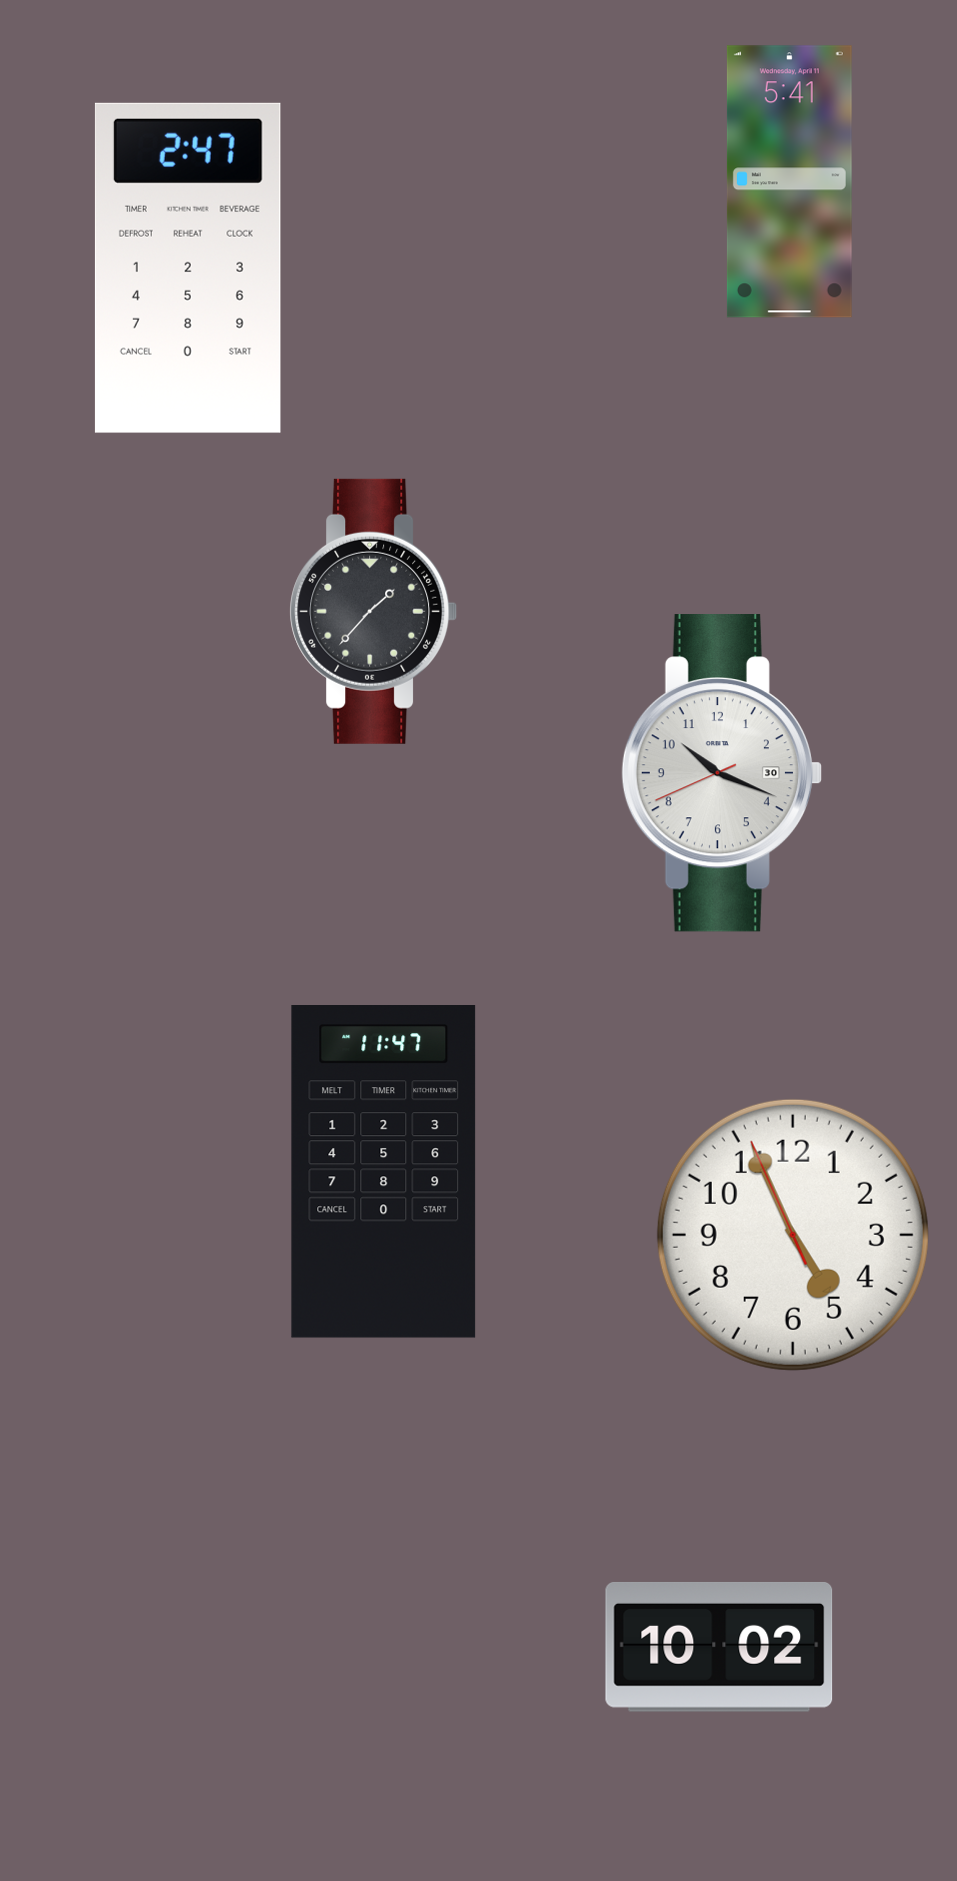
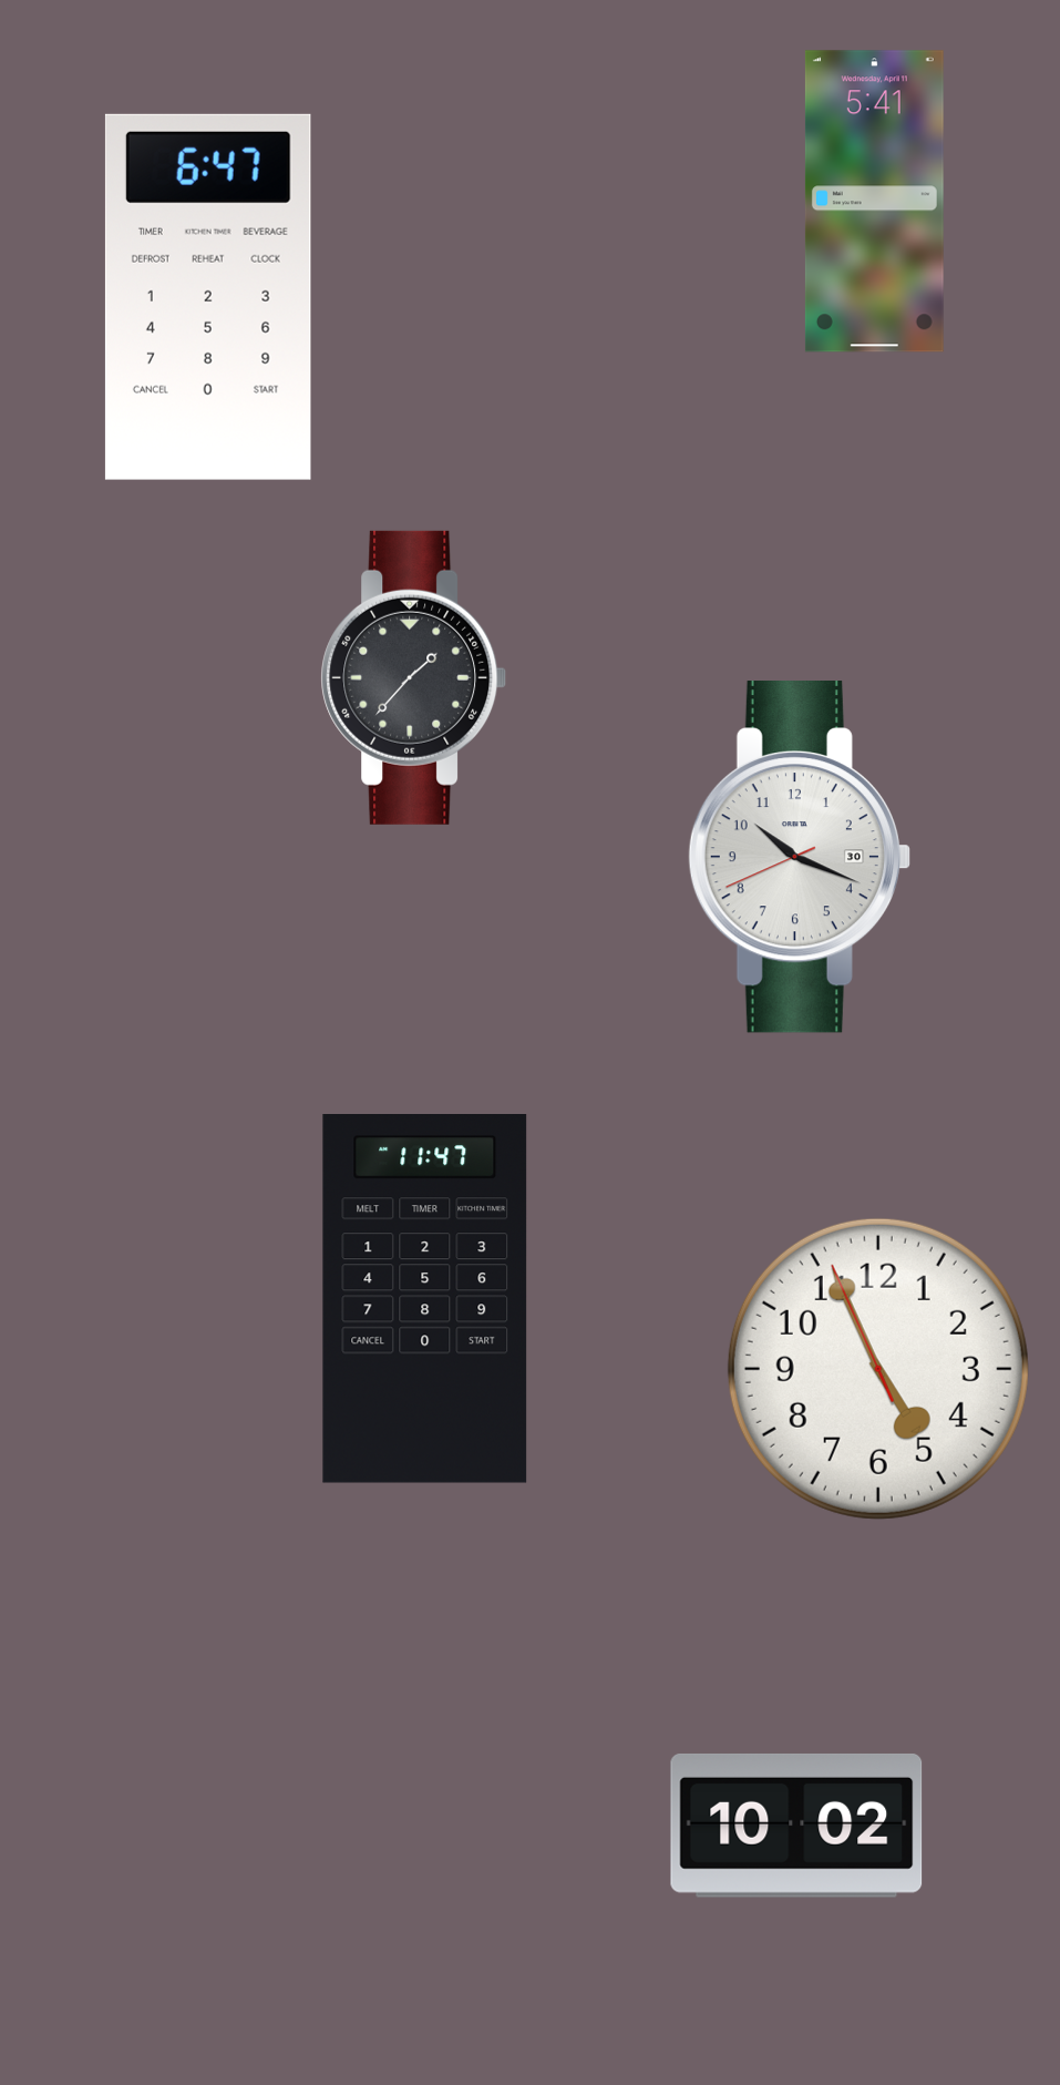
clock at (188, 268): 2:47 -> 6:47
